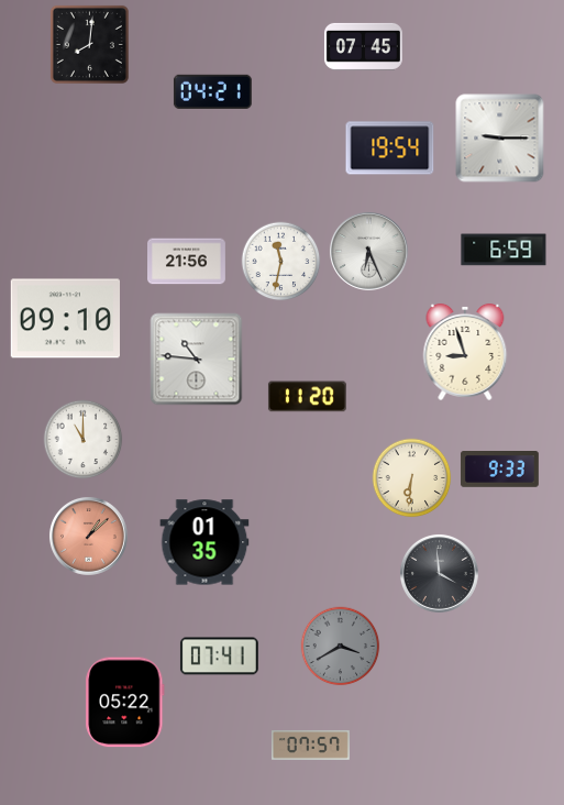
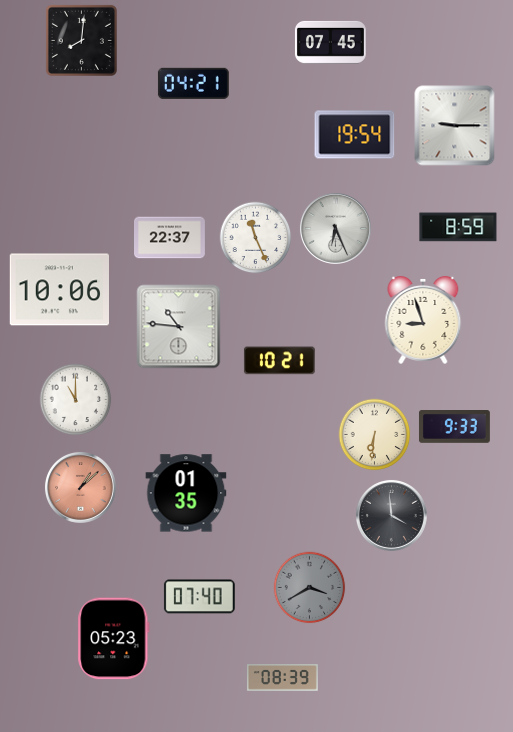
clock at (504, 250): 6:59 -> 8:59
clock at (187, 262): 21:56 -> 22:37
clock at (281, 262): 11:32 -> 11:26
clock at (65, 319): 09:10 -> 10:06
clock at (307, 397): 11:20 -> 10:21
clock at (439, 573) position: (439, 573) -> (391, 515)
clock at (219, 657): 07:41 -> 07:40
clock at (125, 703): 05:22 -> 05:23
clock at (310, 746): 07:57 -> 08:39
